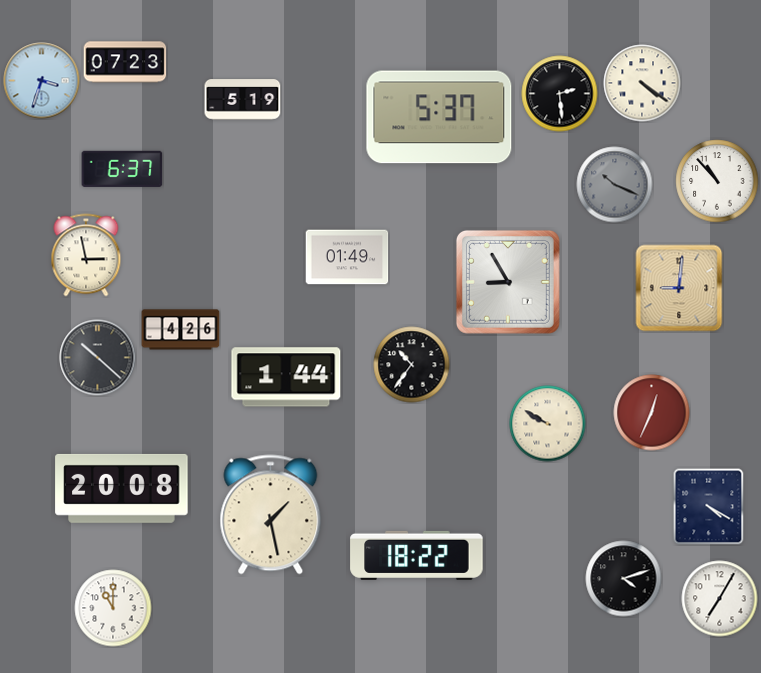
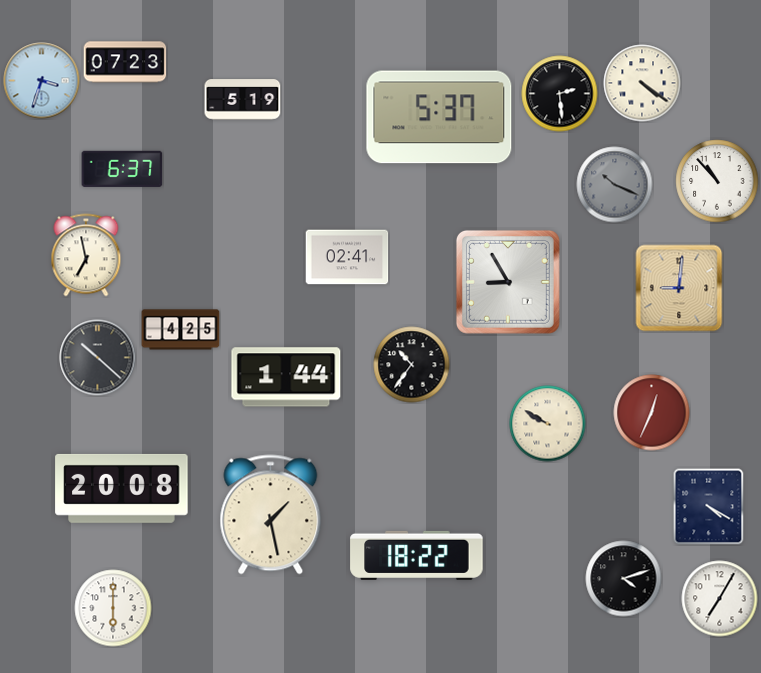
clock at (86, 255): 2:58 -> 6:58
clock at (347, 257): 01:49 -> 02:41
clock at (181, 330): 4:26 -> 4:25
clock at (113, 608): 11:00 -> 6:00
